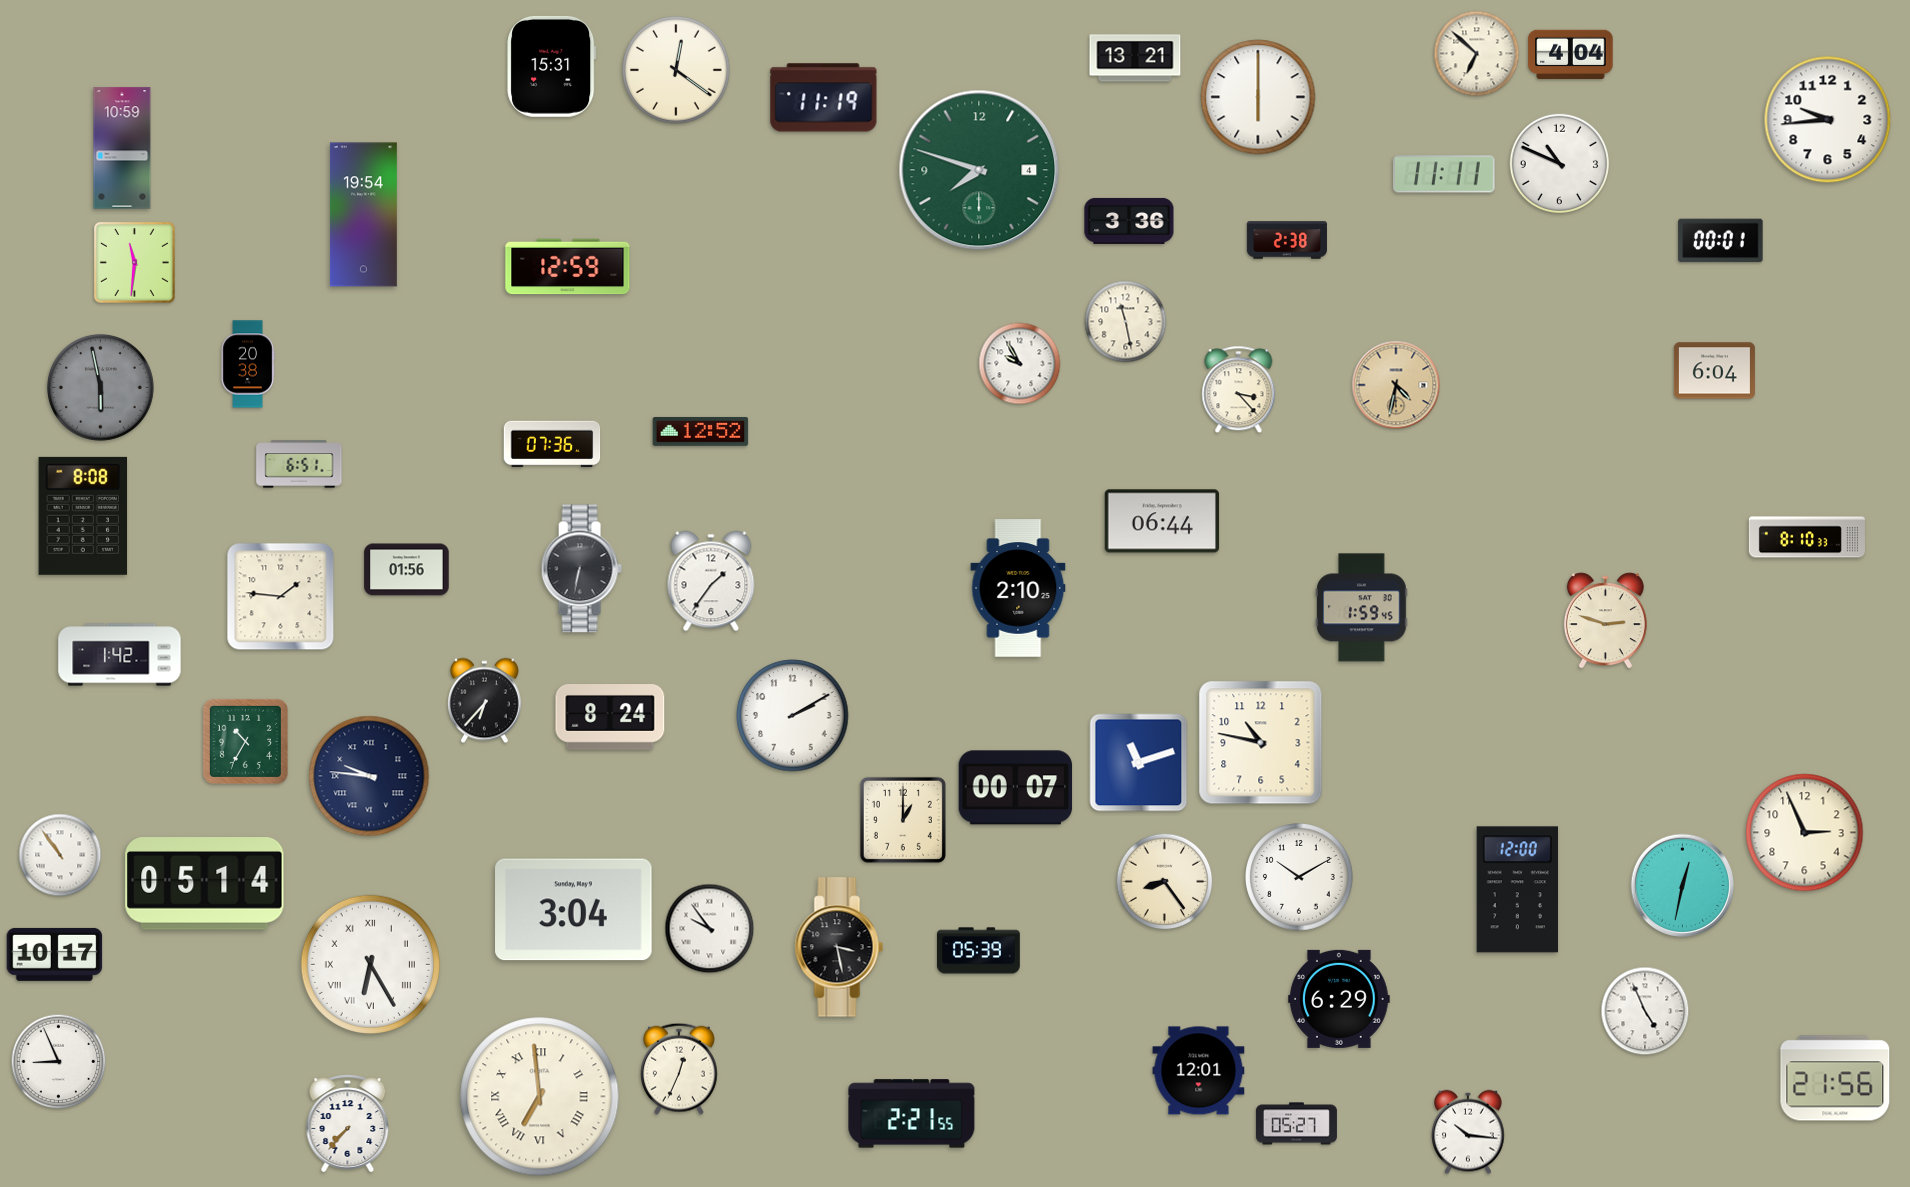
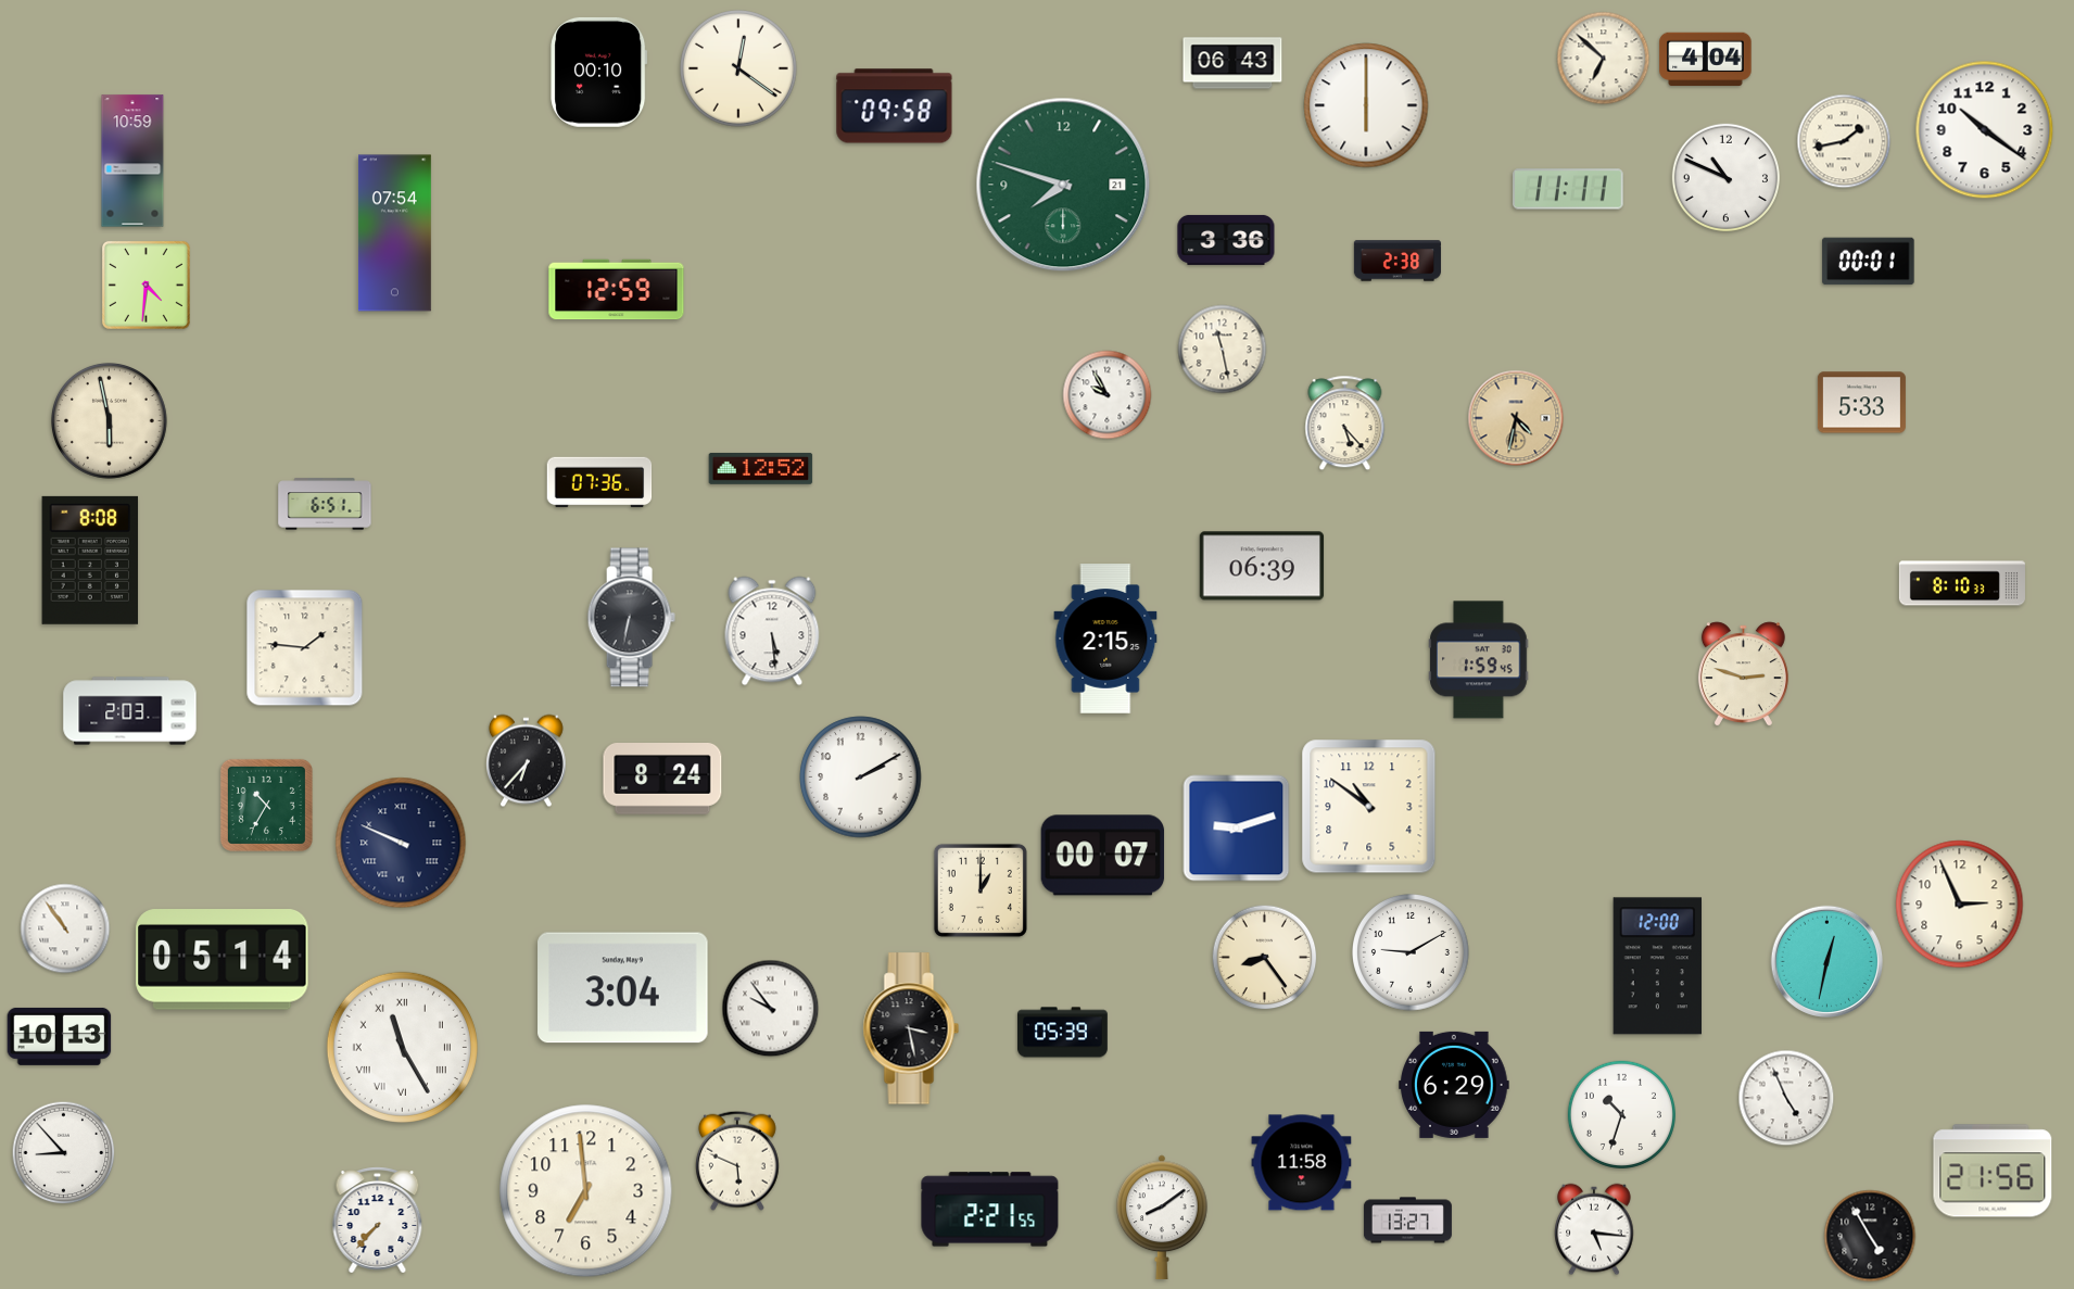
clock at (1135, 58): 13:21 -> 06:43
clock at (552, 66): 15:31 -> 00:10
clock at (677, 71) position: (677, 71) -> (739, 69)
clock at (824, 98): 11:19 -> 09:58
clock at (1828, 120): 9:44 -> 10:21
clock at (1844, 141): none -> 1:43
clock at (1559, 163) position: (1559, 163) -> (1725, 177)
clock at (979, 170) date: 4 -> 21
clock at (363, 215): 19:54 -> 07:54
clock at (134, 262): 11:31 -> 4:31
clock at (248, 364): 20:38 -> none
clock at (1714, 371): 6:04 -> 5:33
clock at (100, 387) dial: grey -> cream
clock at (1239, 390): 3:23 -> 5:23
clock at (1162, 521): 06:44 -> 06:39
clock at (407, 570): 01:56 -> none
clock at (711, 581): 1:36 -> 5:29
clock at (1018, 588): 2:10 -> 2:15
clock at (120, 655): 1:42 -> 2:03
clock at (1261, 743): 10:47 -> 10:51
clock at (1139, 763): 11:12 -> 9:12
clock at (369, 776): 9:46 -> 9:49
clock at (1300, 878): 10:10 -> 9:10
clock at (1517, 890) position: (1517, 890) -> (1657, 966)
clock at (55, 954): 10:17 -> 10:13
clock at (370, 964): 6:25 -> 11:25
clock at (1621, 1114): none -> 10:33
clock at (59, 1062): 8:56 -> 8:53
clock at (679, 1069): 12:34 -> 5:49
clock at (1199, 1071): 12:01 -> 11:58
clock at (540, 1097) numerals: Roman -> Arabic
clock at (1163, 1217): none -> 8:09
clock at (1296, 1124): 05:27 -> 13:27
clock at (1468, 1132): 10:16 -> 5:16
clock at (1870, 1236): none -> 4:55
